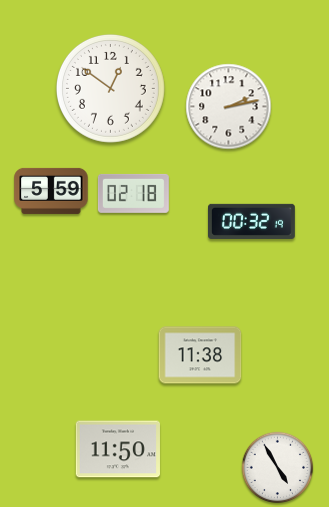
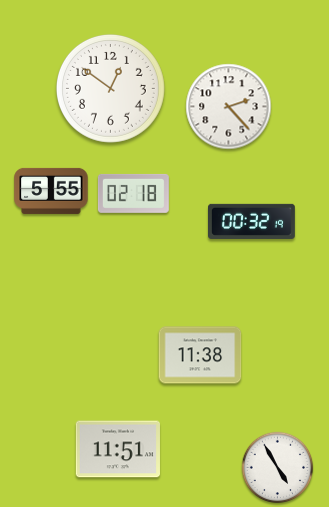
clock at (229, 107): 2:13 -> 2:23
clock at (51, 191): 5:59 -> 5:55
clock at (118, 449): 11:50 -> 11:51
